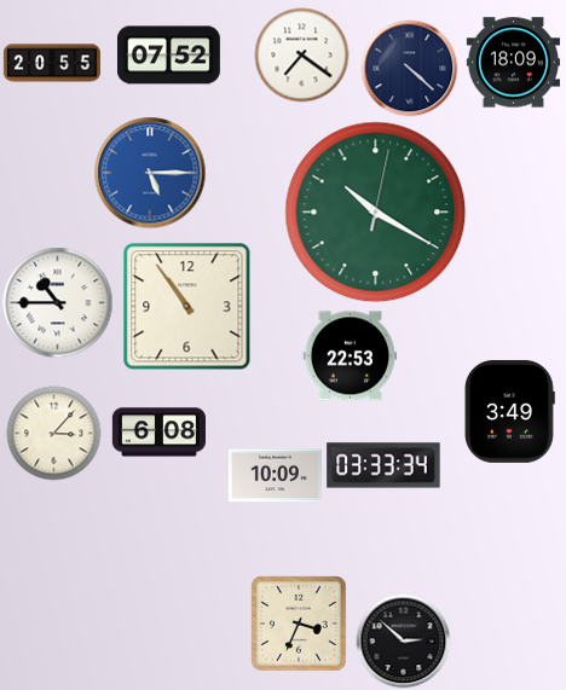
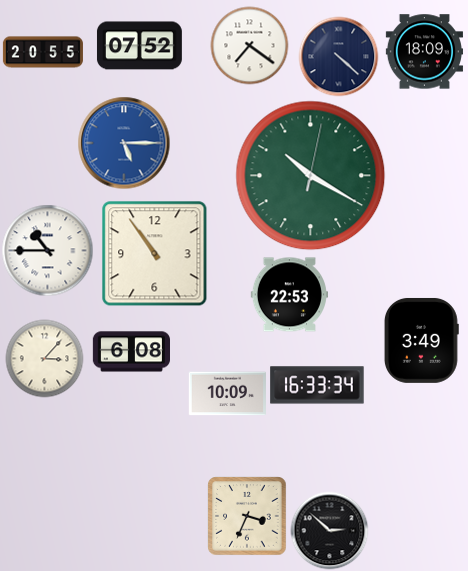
clock at (158, 433) position: (158, 433) -> (131, 352)
clock at (383, 465): 03:33 -> 16:33
clock at (403, 640) position: (403, 640) -> (329, 530)
